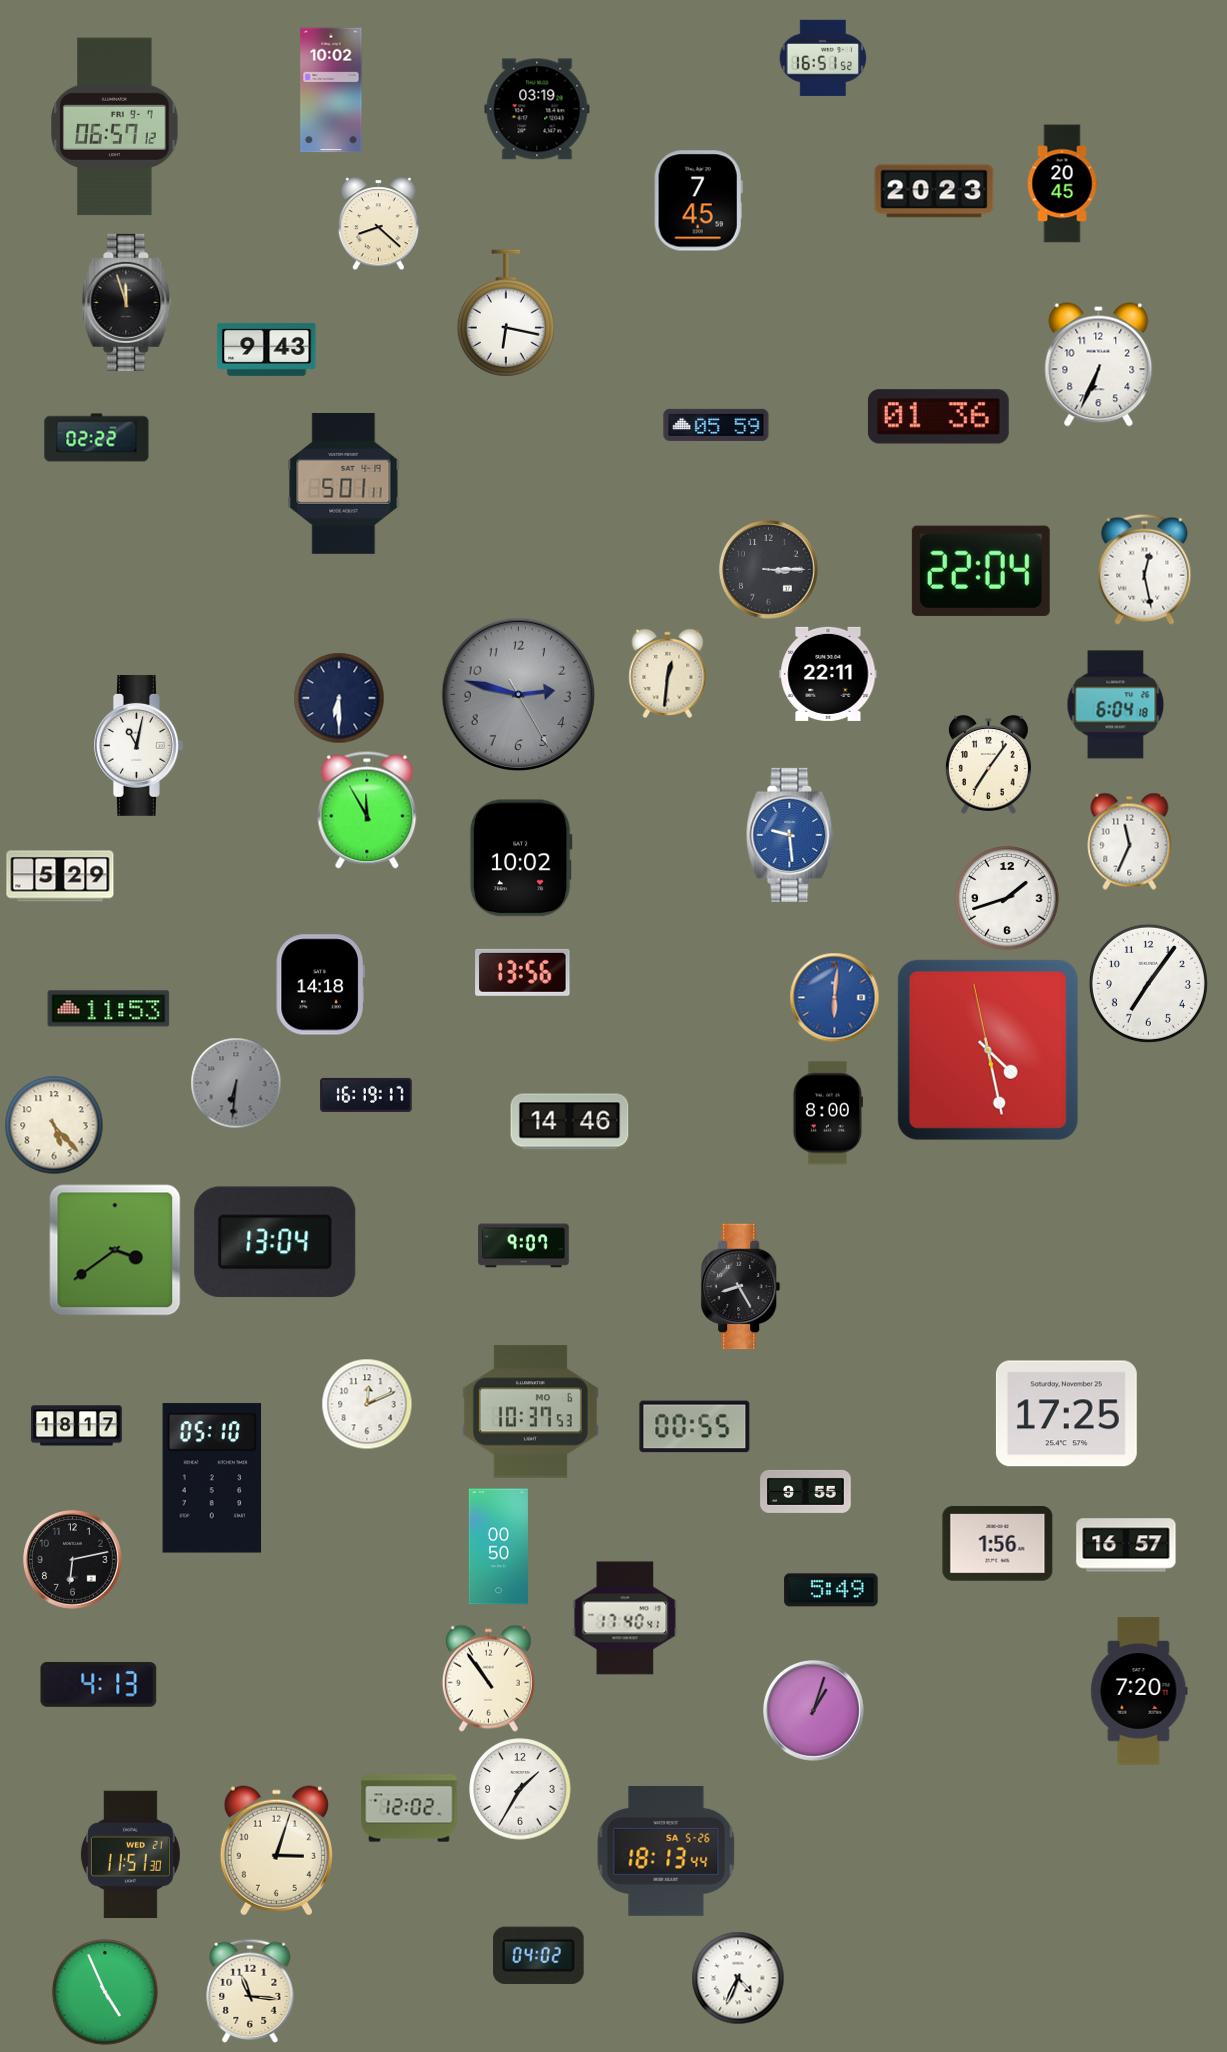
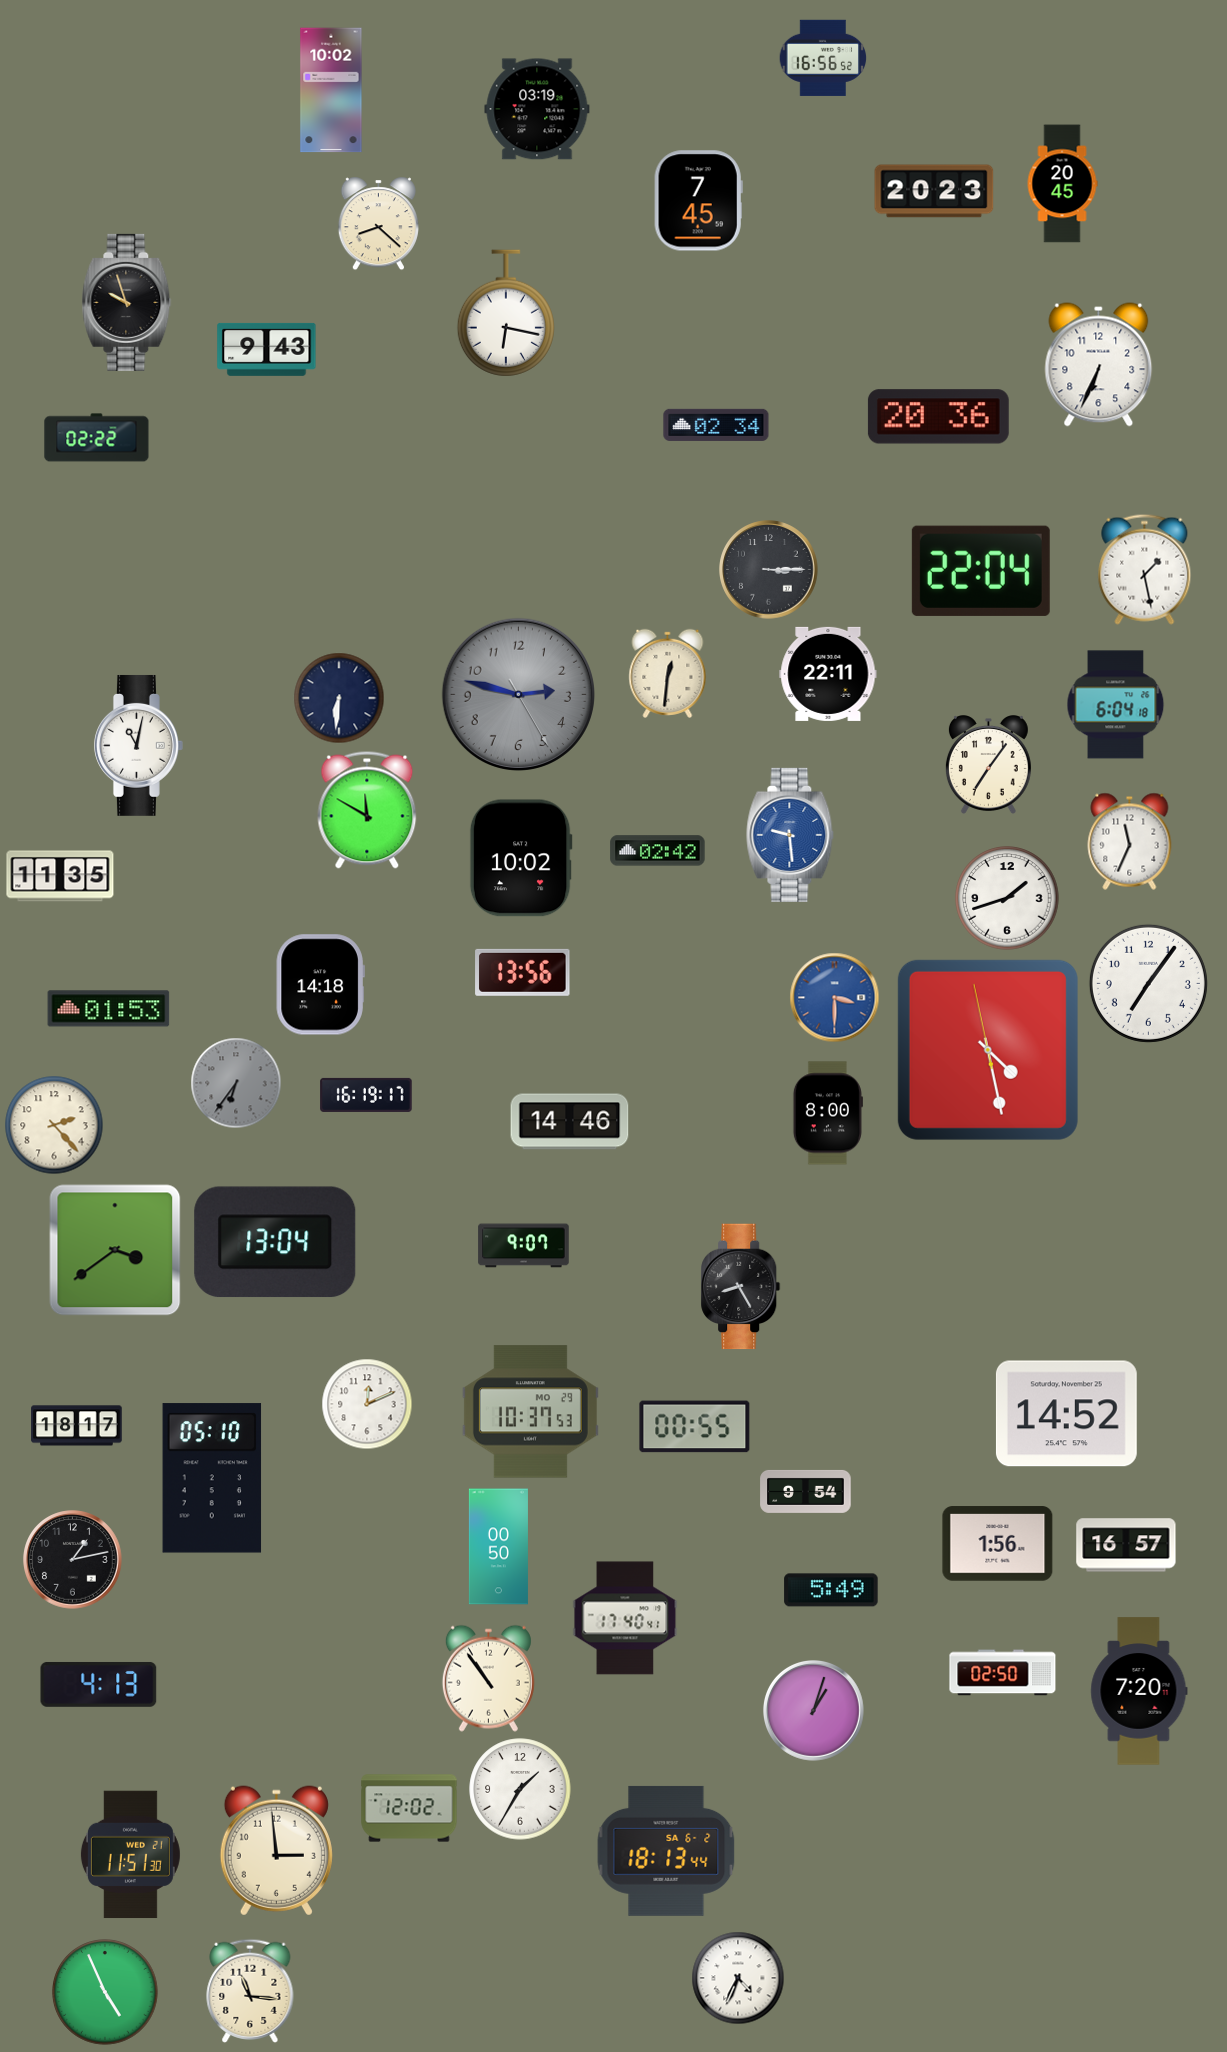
clock at (823, 58): 16:51 -> 16:56
clock at (115, 127): 06:57 -> none
clock at (127, 302): 11:57 -> 9:57
clock at (938, 417): 01:36 -> 20:36
clock at (716, 425): 05:59 -> 02:34
clock at (344, 483): 5:01 -> none
clock at (1145, 569): 12:28 -> 1:28
clock at (339, 698): 6:30 -> 6:31
clock at (367, 810): 11:55 -> 11:50
clock at (658, 851): none -> 02:42
clock at (60, 876): 5:29 -> 11:35
clock at (834, 997): 6:01 -> 3:30
clock at (109, 1009): 11:53 -> 01:53
clock at (236, 1083): 6:31 -> 6:36
clock at (54, 1125): 5:23 -> 2:23
clock at (530, 1412) date: MO 6 -> MO 29
clock at (1066, 1414): 17:25 -> 14:52
clock at (806, 1491): 9:55 -> 9:54
clock at (73, 1560): 6:13 -> 1:13
clock at (1003, 1673): none -> 02:50
clock at (276, 1851): 3:03 -> 2:59
clock at (666, 1851) date: SA 5-26 -> SA 6-2
clock at (539, 1955): 04:02 -> none
